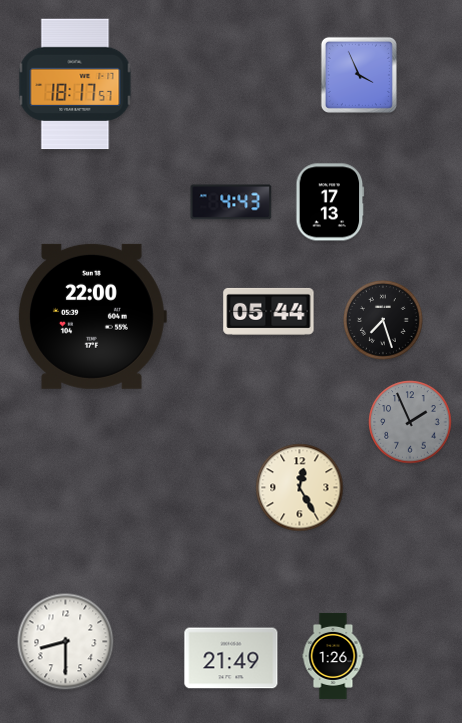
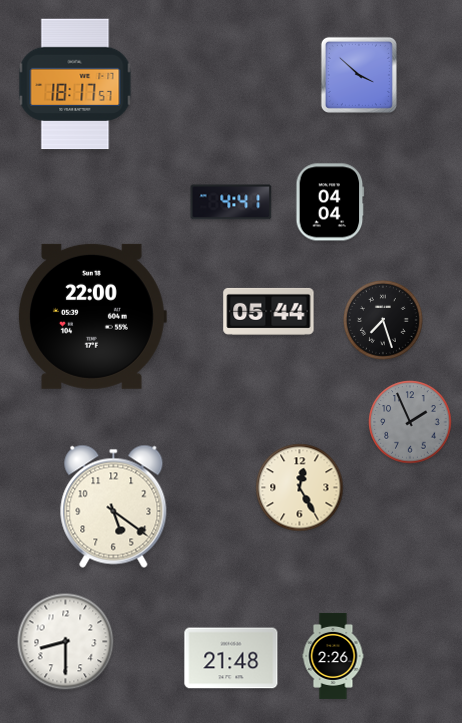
clock at (359, 75): 3:56 -> 3:52
clock at (231, 202): 4:43 -> 4:41
clock at (330, 202): 17:13 -> 04:04
clock at (114, 506): none -> 5:21
clock at (333, 656): 1:26 -> 2:26
clock at (231, 658): 21:49 -> 21:48
